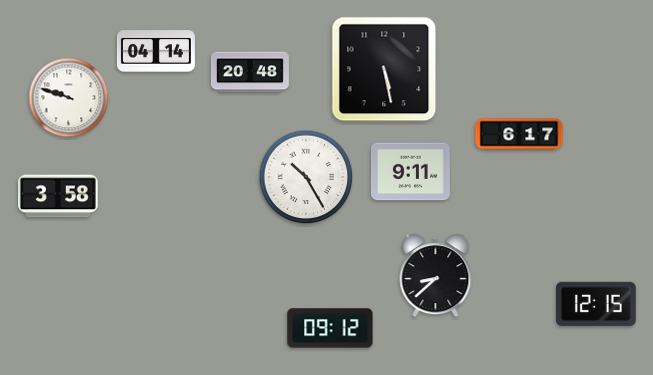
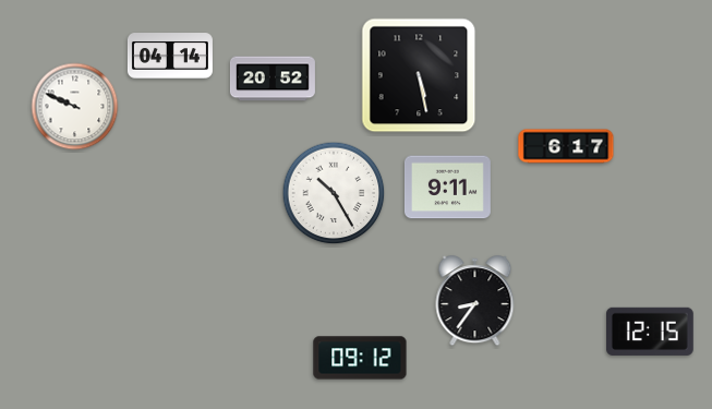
clock at (250, 72): 20:48 -> 20:52
clock at (69, 98): 9:48 -> 9:49
clock at (59, 196): 3:58 -> none
clock at (436, 276): 8:38 -> 8:36
